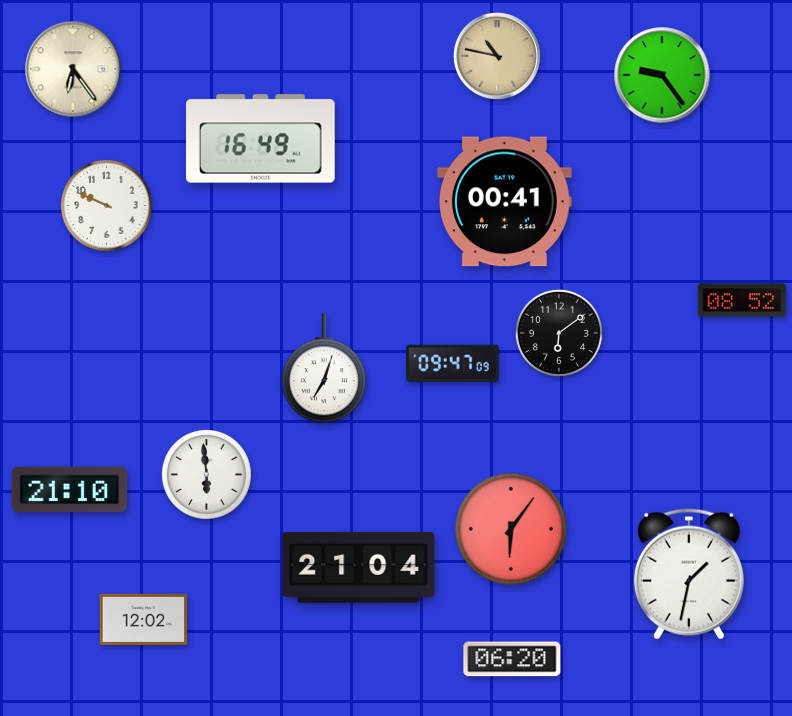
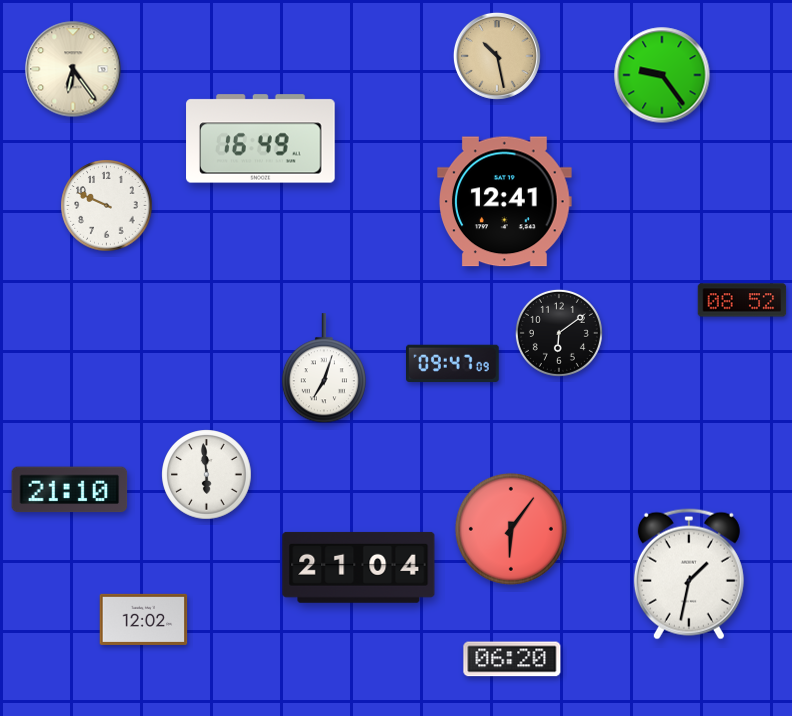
clock at (497, 56): 10:47 -> 10:28
clock at (505, 202): 00:41 -> 12:41
